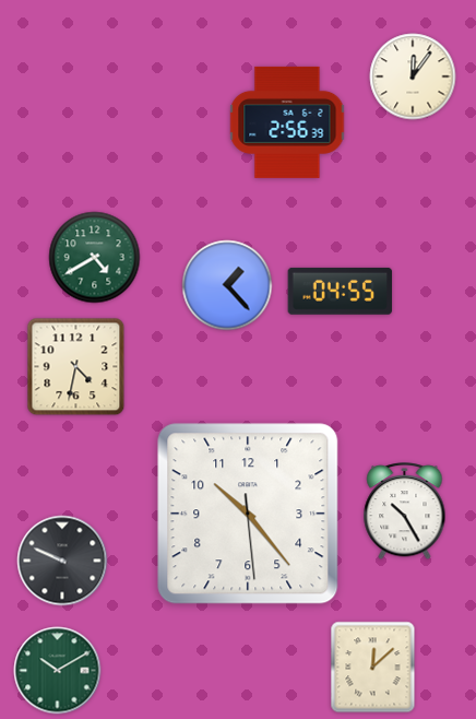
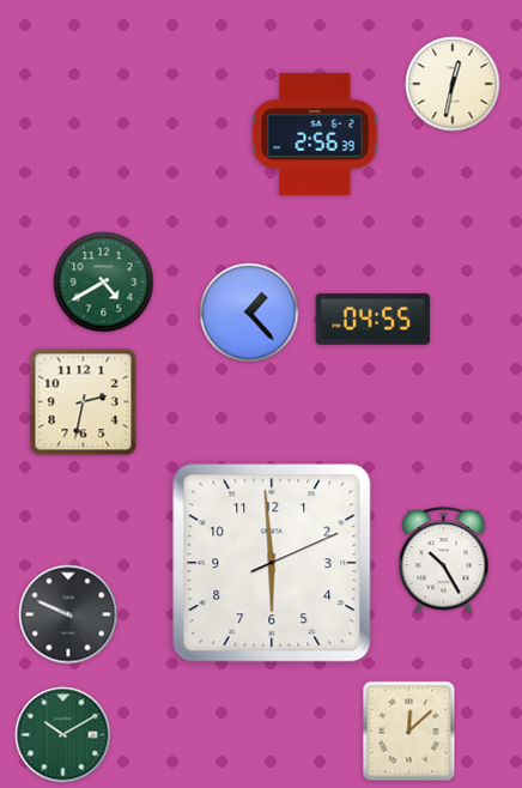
clock at (413, 76): 12:06 -> 12:32
clock at (76, 367): 4:32 -> 2:32
clock at (248, 514): 10:23 -> 5:59
